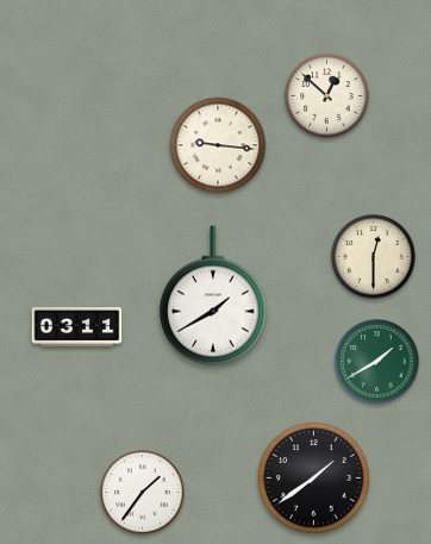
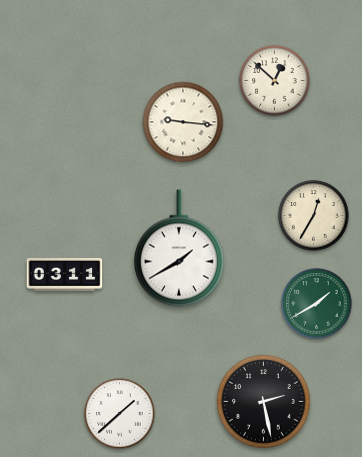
clock at (374, 257): 12:30 -> 12:35
clock at (314, 479): 1:39 -> 2:28
clock at (143, 493): 1:36 -> 1:38
